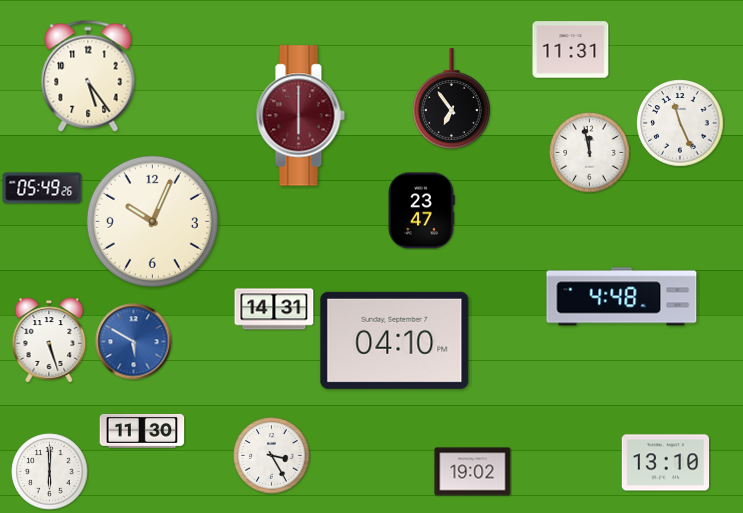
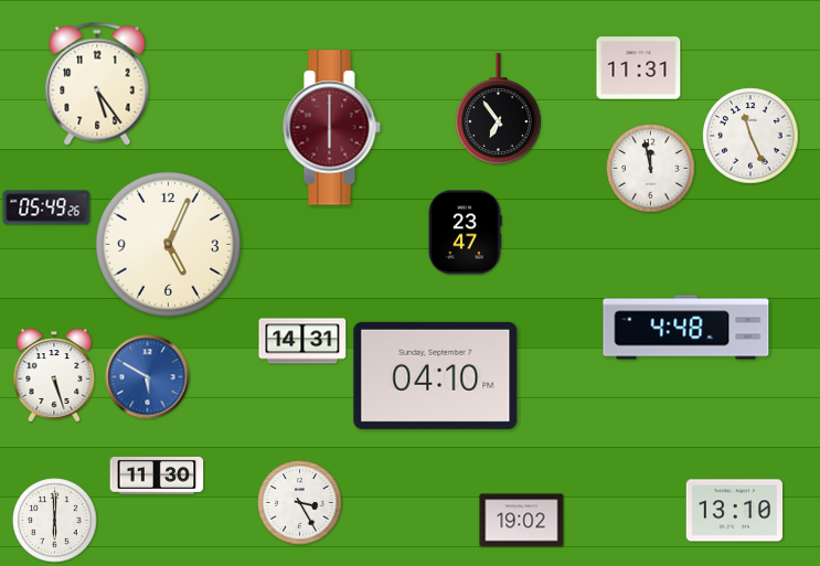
clock at (571, 50) position: (571, 50) -> (639, 68)
clock at (152, 221): 10:04 -> 5:04
